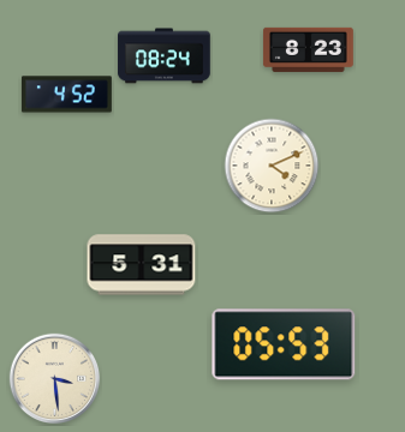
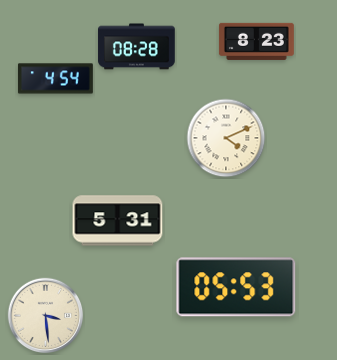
clock at (165, 56): 08:24 -> 08:28
clock at (66, 95): 4:52 -> 4:54
